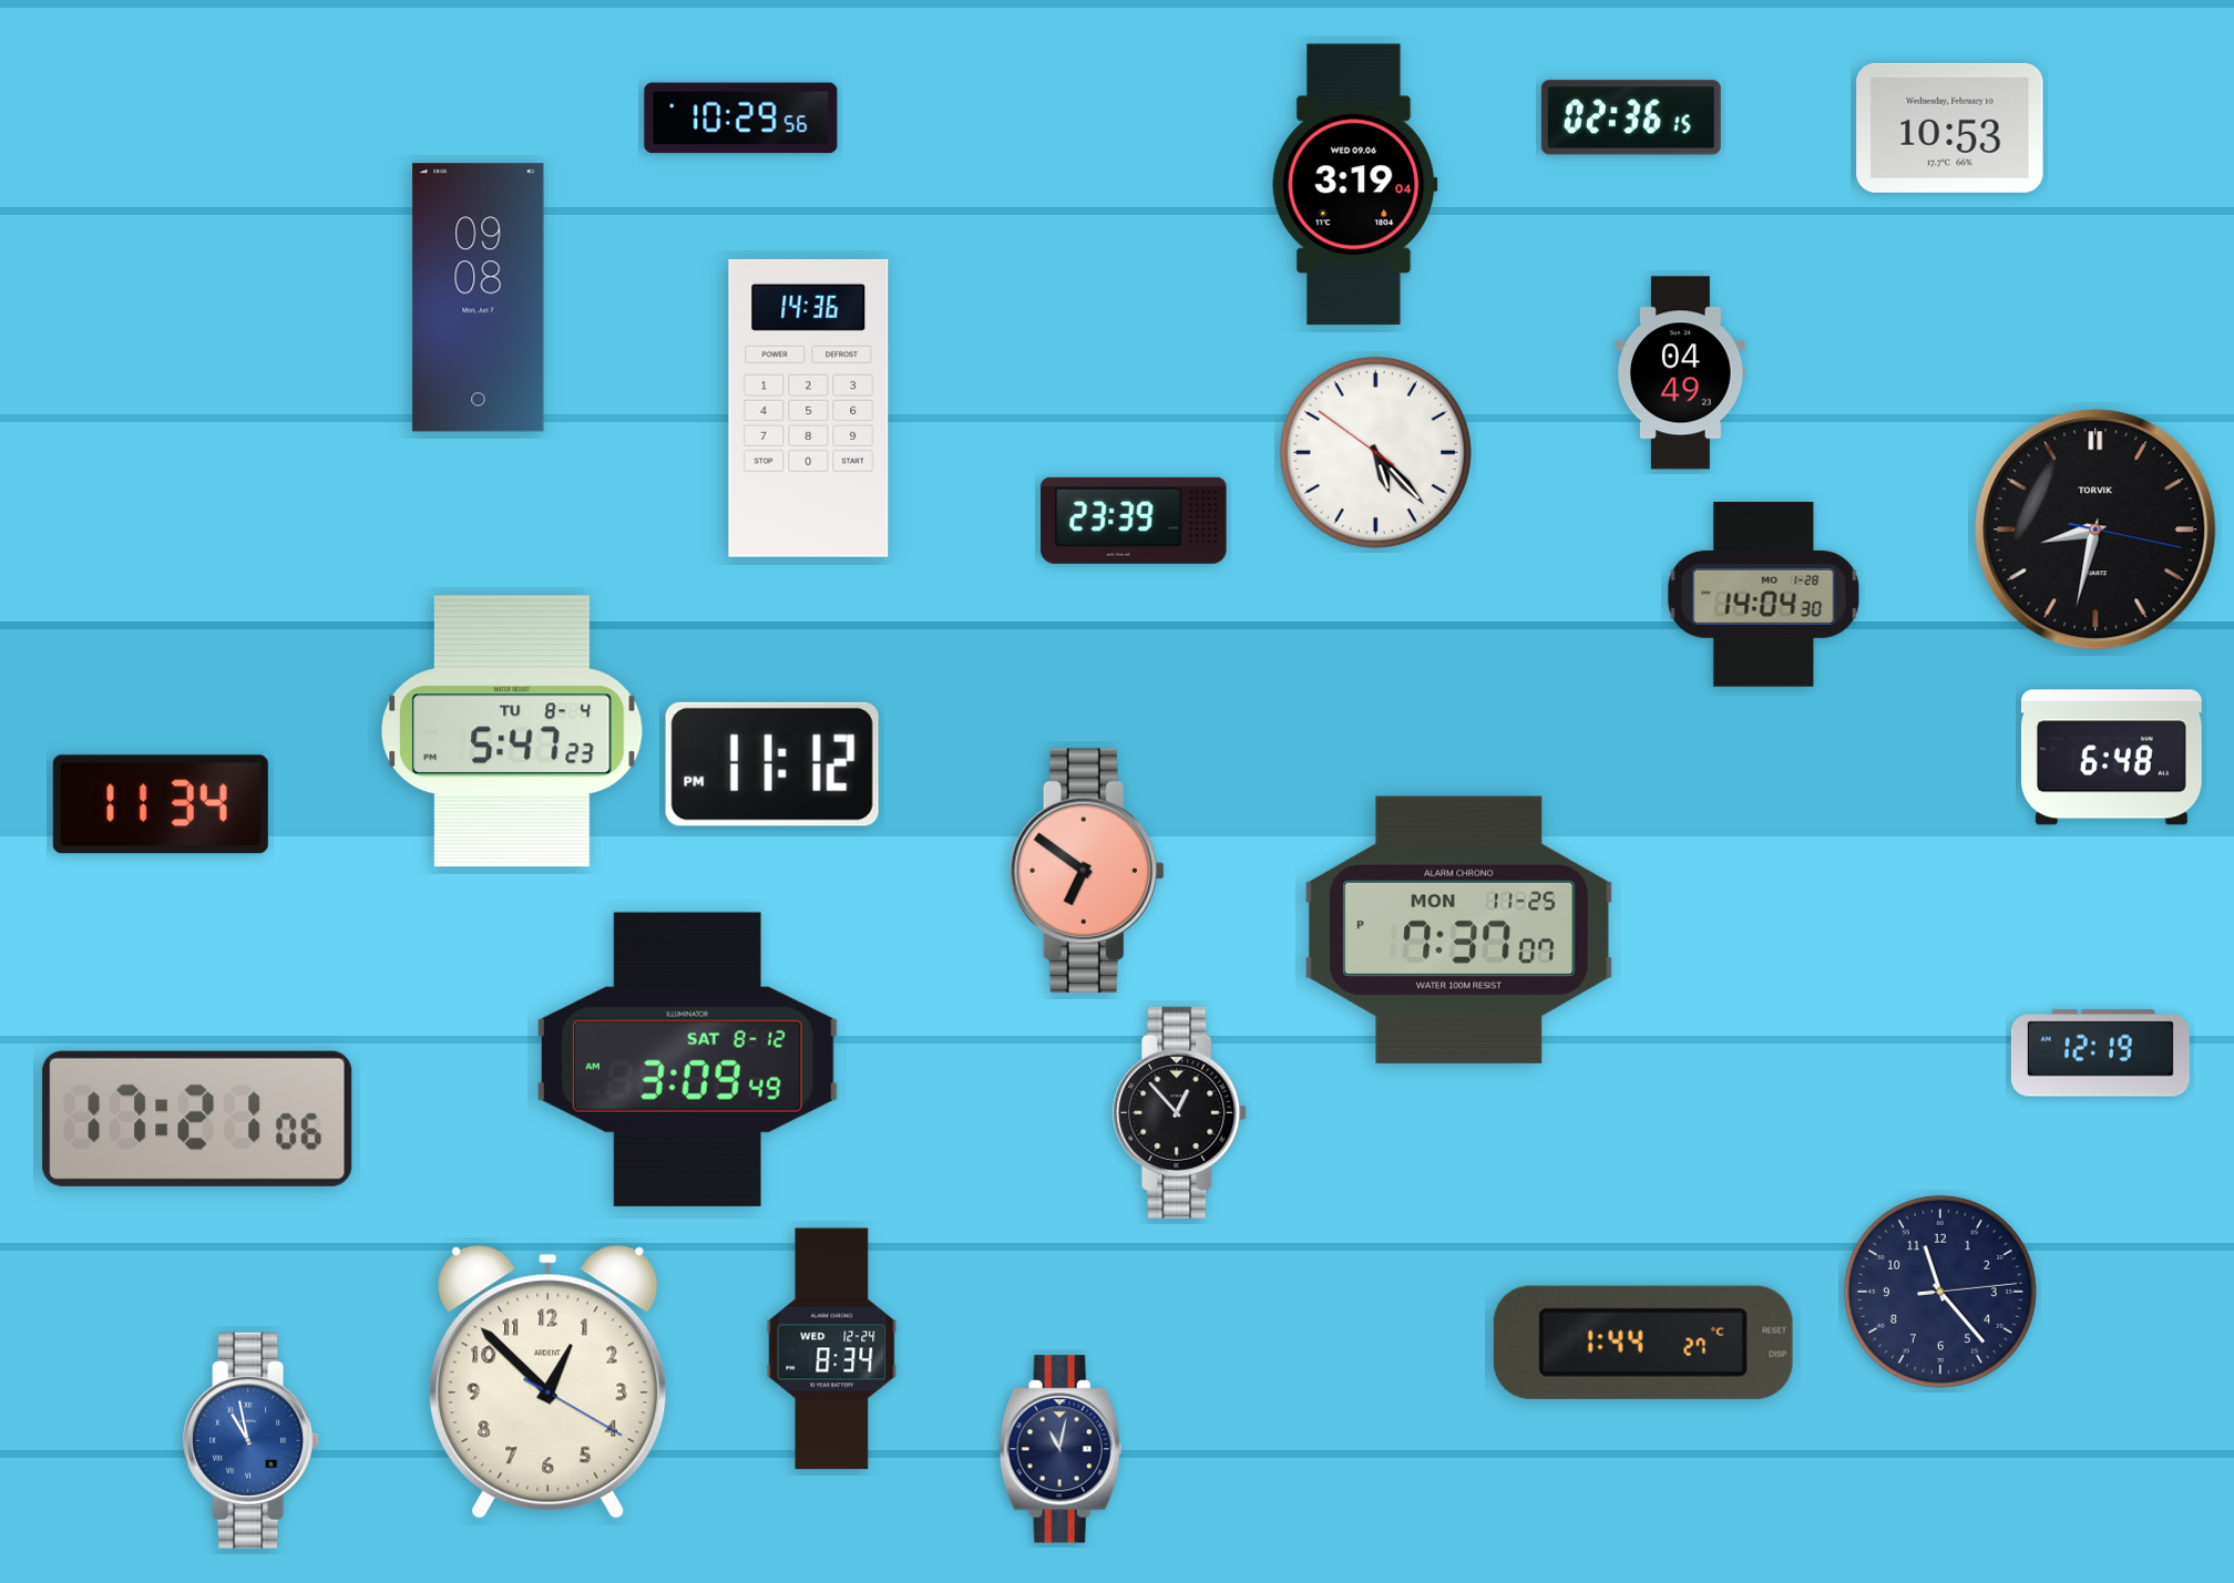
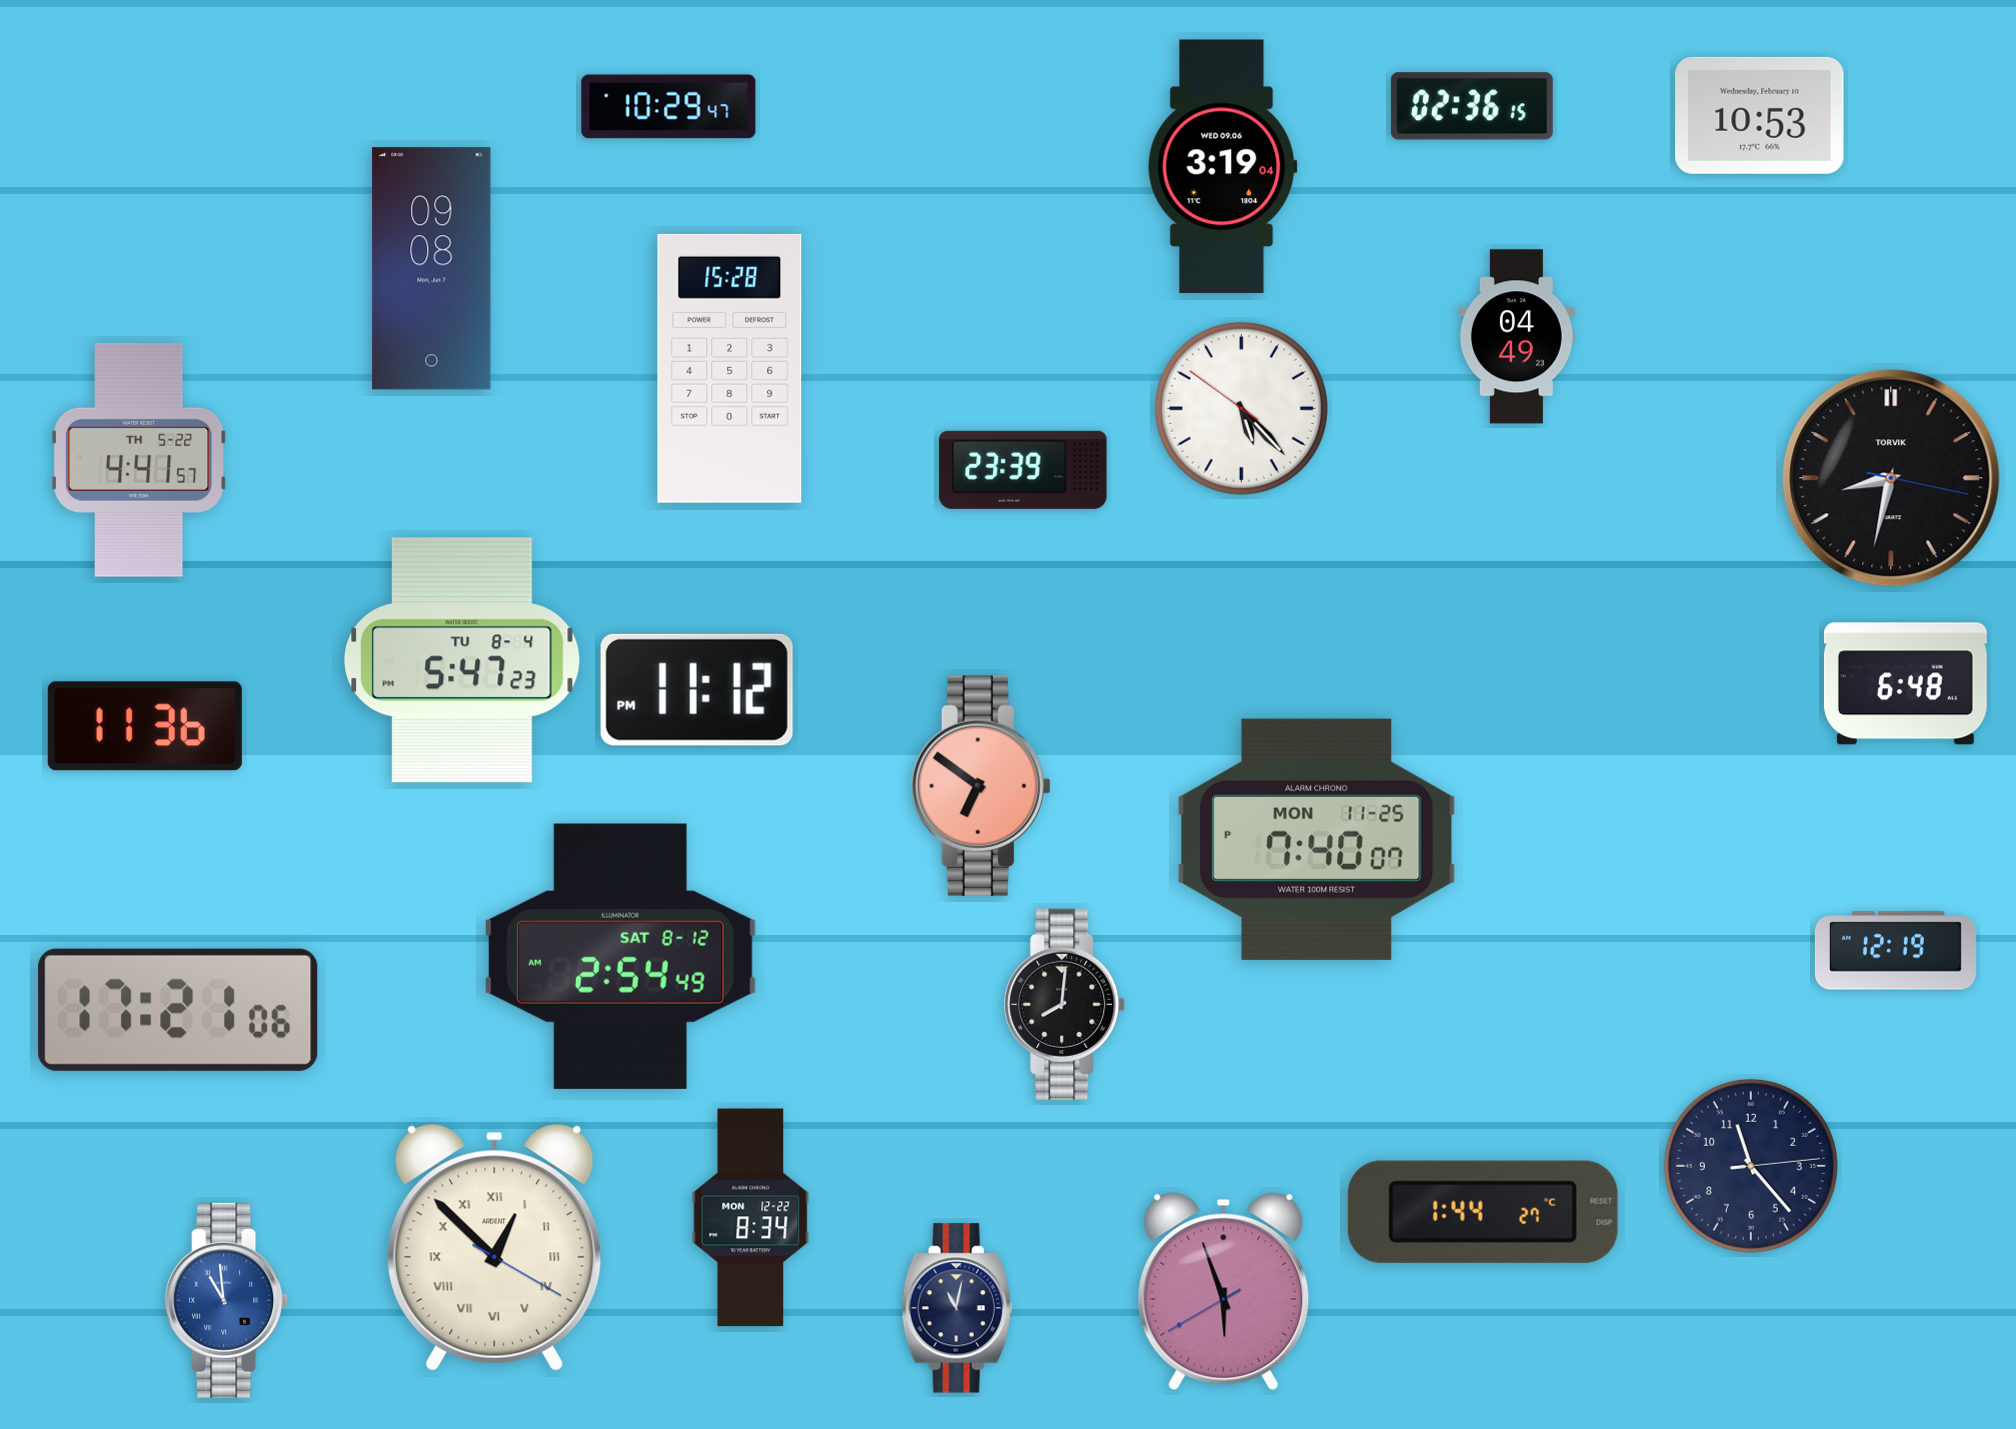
clock at (741, 119): 10:29:56 -> 10:29:47
clock at (809, 408): 14:36 -> 15:28
clock at (139, 460): none -> 4:41
clock at (1764, 594): 14:04 -> none
clock at (161, 804): 11:34 -> 11:36
clock at (1459, 929): 7:37 -> 7:40
clock at (687, 1059): 3:09 -> 2:54
clock at (1180, 1112): 12:53 -> 8:01
clock at (832, 1349) date: WED 12-24 -> MON 12-22
clock at (549, 1381) numerals: Arabic -> Roman
clock at (1224, 1292): none -> 5:56
clock at (252, 1440): 10:58 -> 10:59
